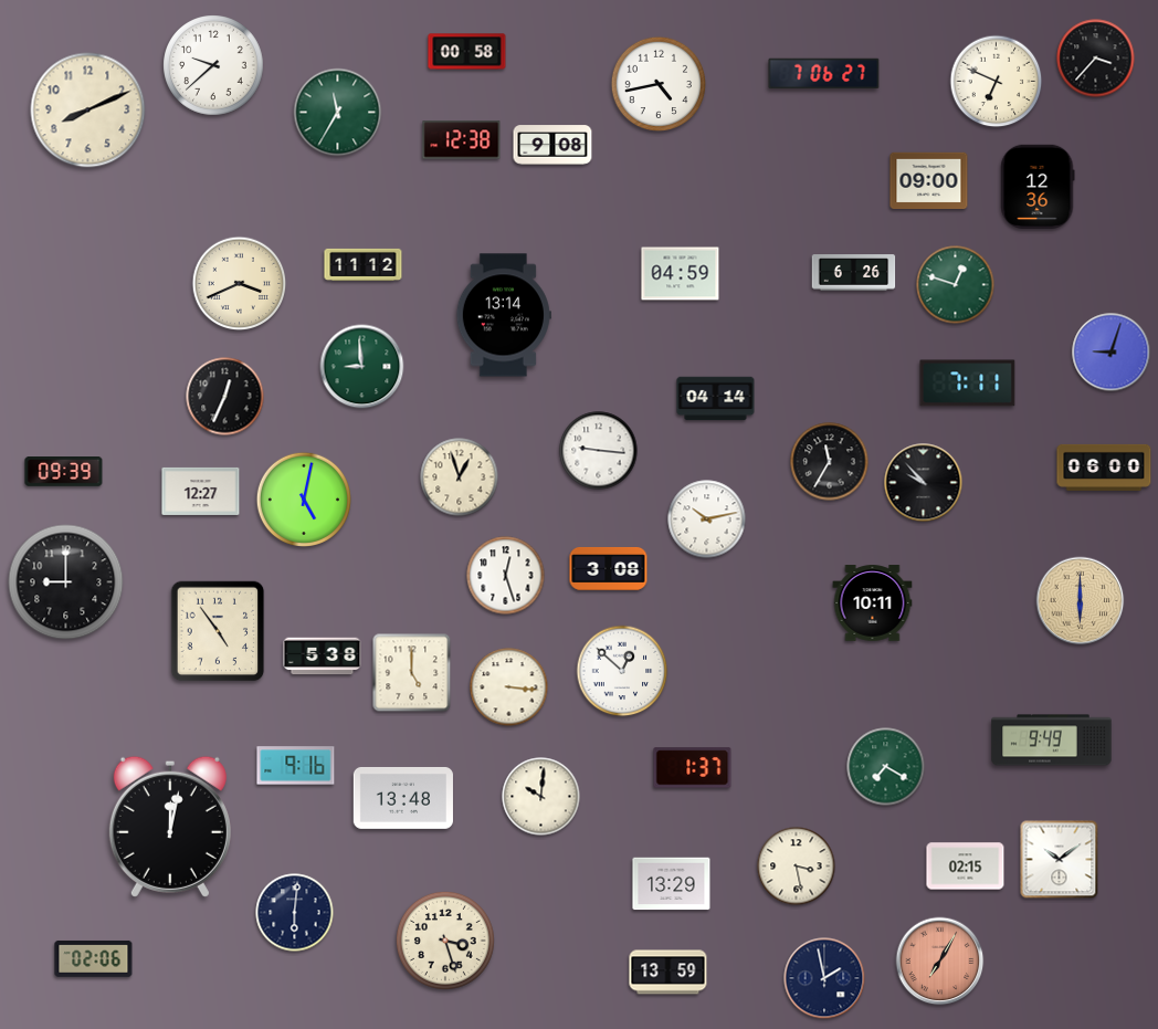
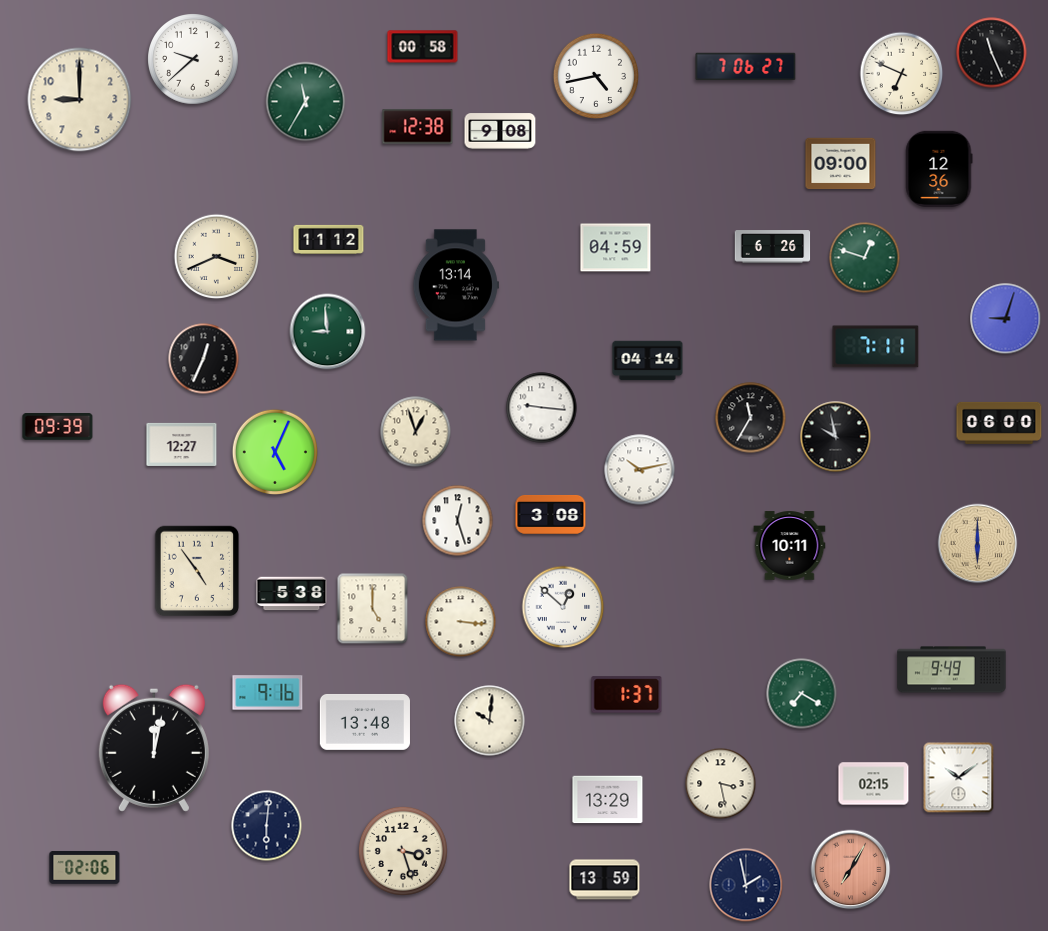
clock at (1096, 59): 3:37 -> 11:26
clock at (88, 111): 8:11 -> 9:00
clock at (924, 483): 9:53 -> 9:58
clock at (303, 498): 5:02 -> 5:04
clock at (66, 582): 9:00 -> none
